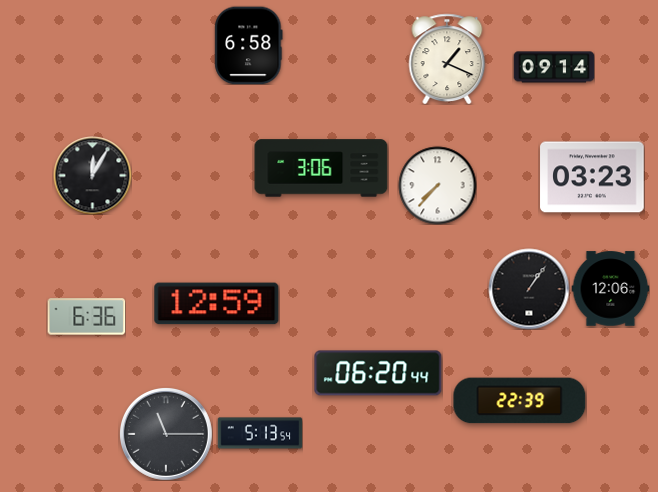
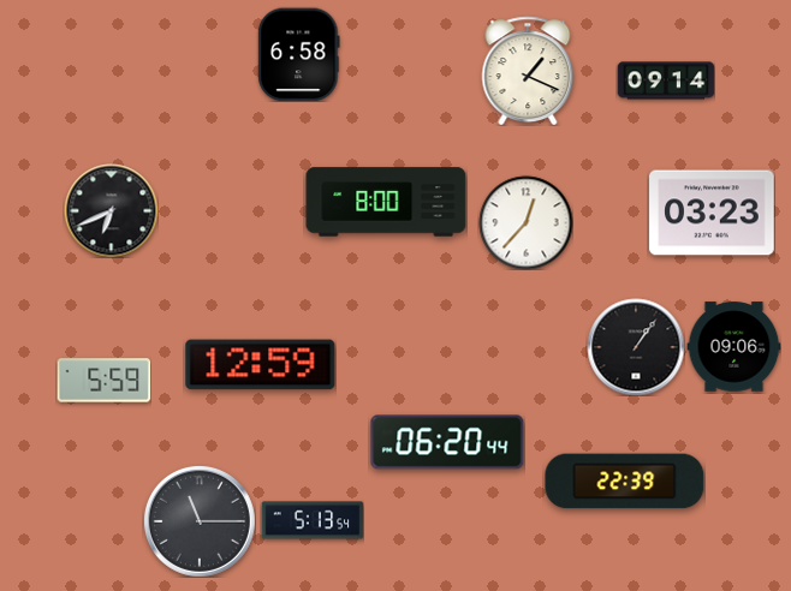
clock at (447, 59) position: (447, 59) -> (528, 71)
clock at (321, 168): 3:06 -> 8:00
clock at (92, 175): 12:05 -> 6:41
clock at (437, 185): 7:37 -> 12:37
clock at (610, 289): 12:06 -> 09:06
clock at (86, 317): 6:36 -> 5:59
clock at (378, 373) position: (378, 373) -> (447, 442)
